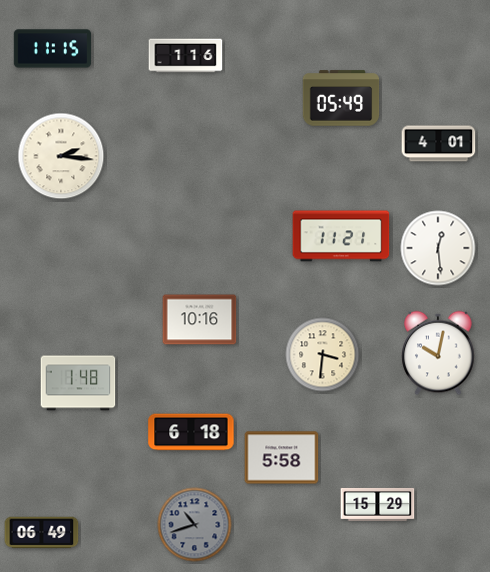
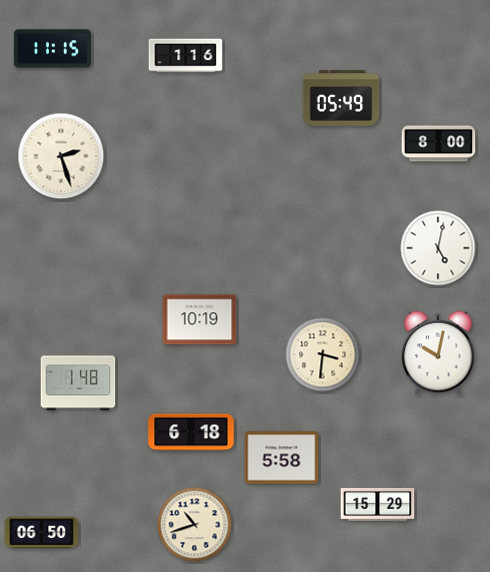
clock at (439, 144): 4:01 -> 8:00
clock at (61, 156): 2:16 -> 2:27
clock at (341, 236): 11:21 -> none
clock at (438, 248): 12:29 -> 5:02
clock at (200, 320): 10:16 -> 10:19
clock at (195, 525) dial: grey -> cream
clock at (42, 533): 06:49 -> 06:50
